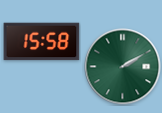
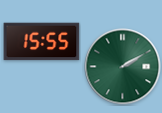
clock at (42, 42): 15:58 -> 15:55
